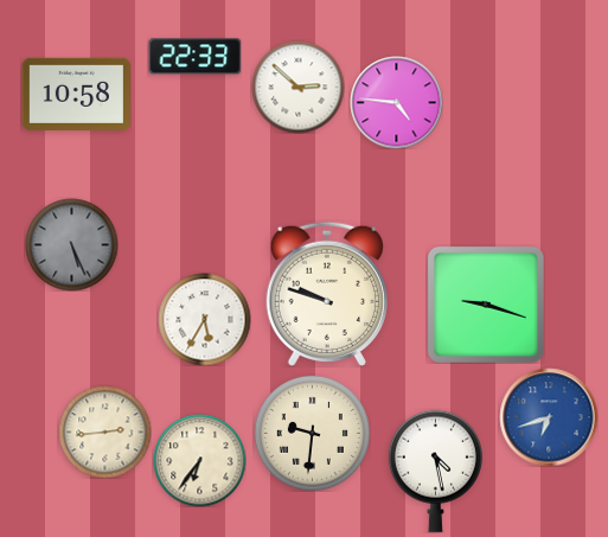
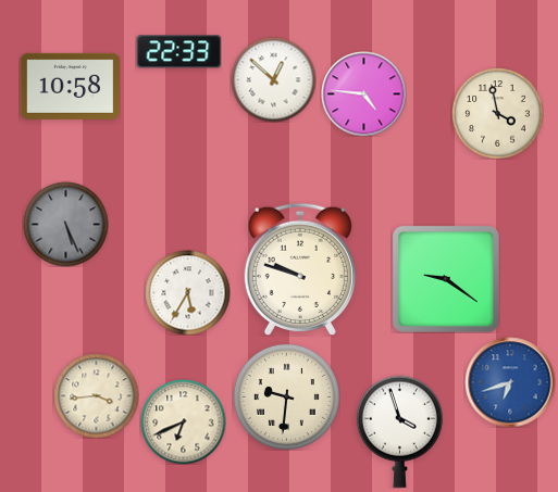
clock at (297, 87): 2:52 -> 12:52
clock at (497, 113): none -> 3:58
clock at (486, 305): 9:18 -> 9:21
clock at (549, 417) position: (549, 417) -> (510, 382)
clock at (104, 431): 2:44 -> 3:44
clock at (199, 460): 6:36 -> 6:41
clock at (435, 471): 4:28 -> 3:57
